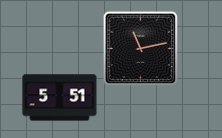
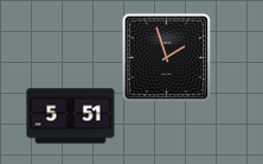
clock at (141, 49): 11:13 -> 1:57
